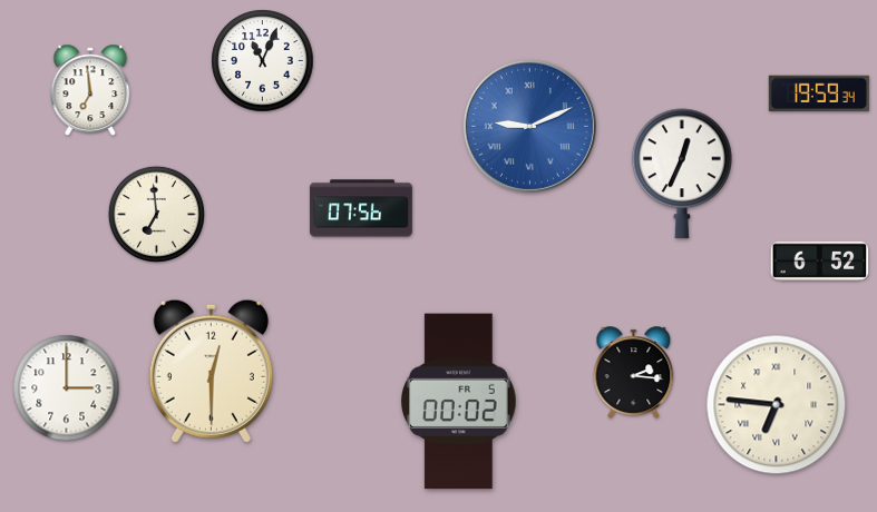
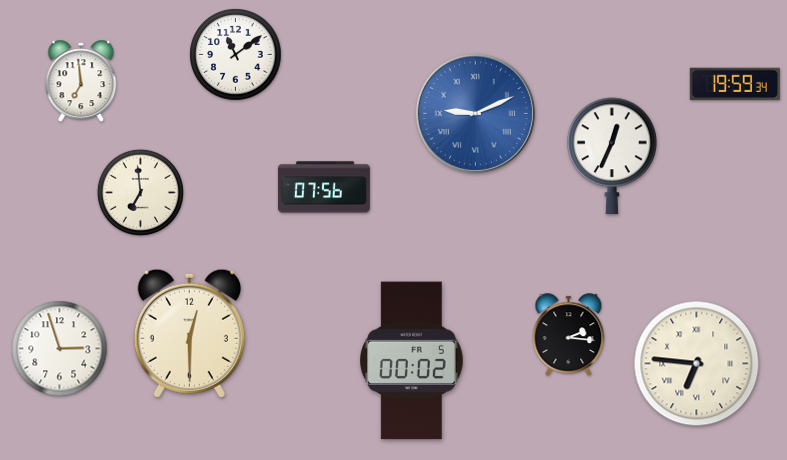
clock at (263, 61): 11:04 -> 11:09
clock at (820, 260): 6:52 -> none
clock at (67, 388): 3:00 -> 2:57
